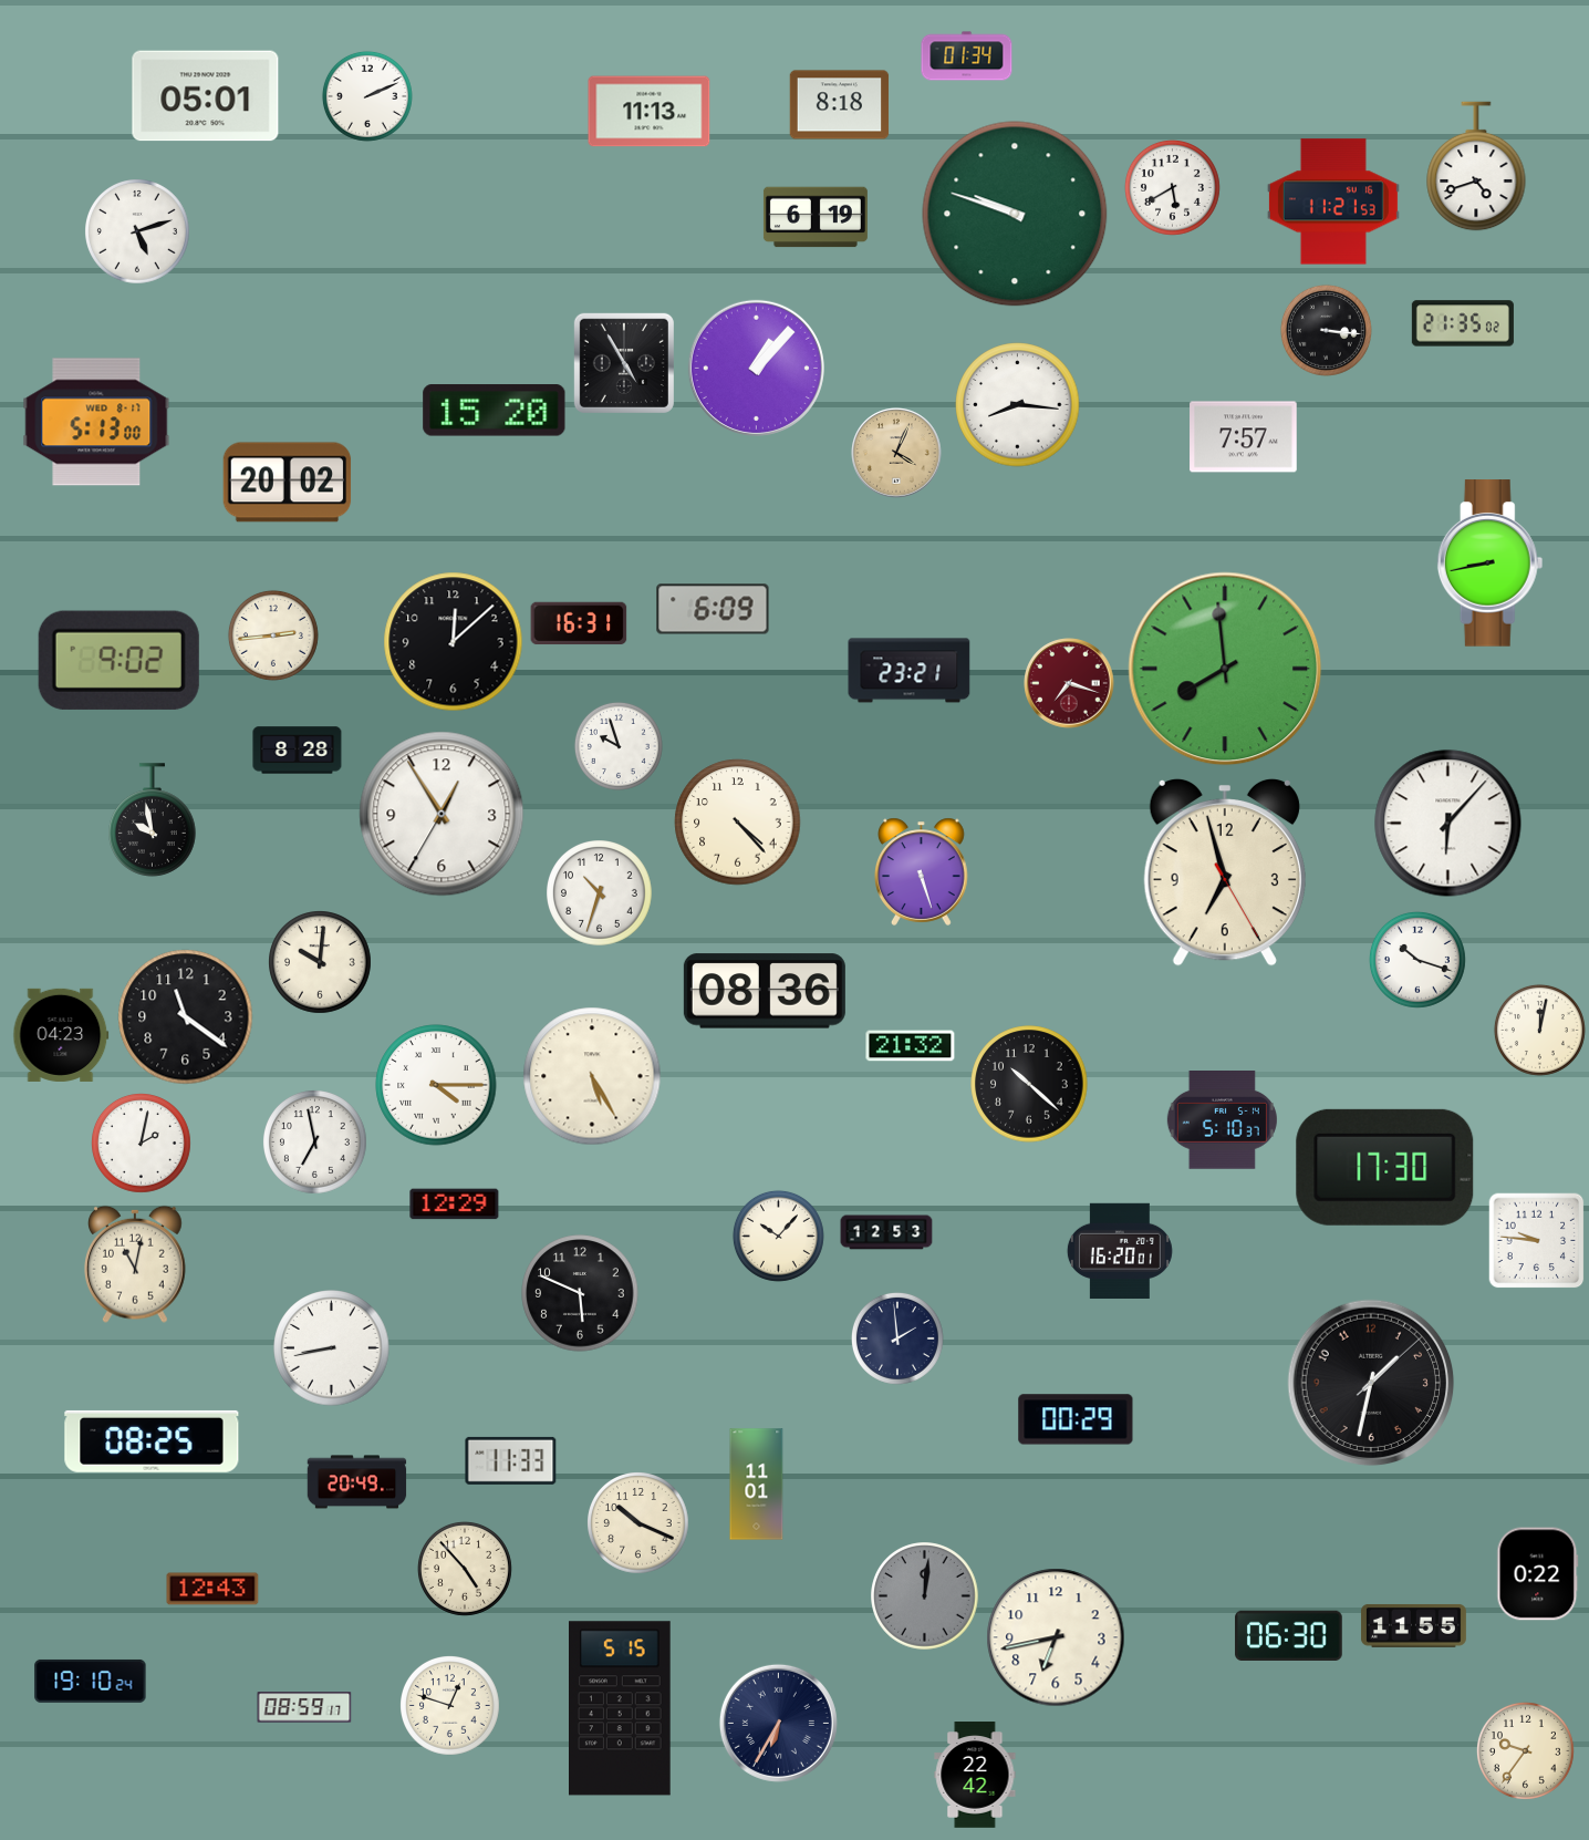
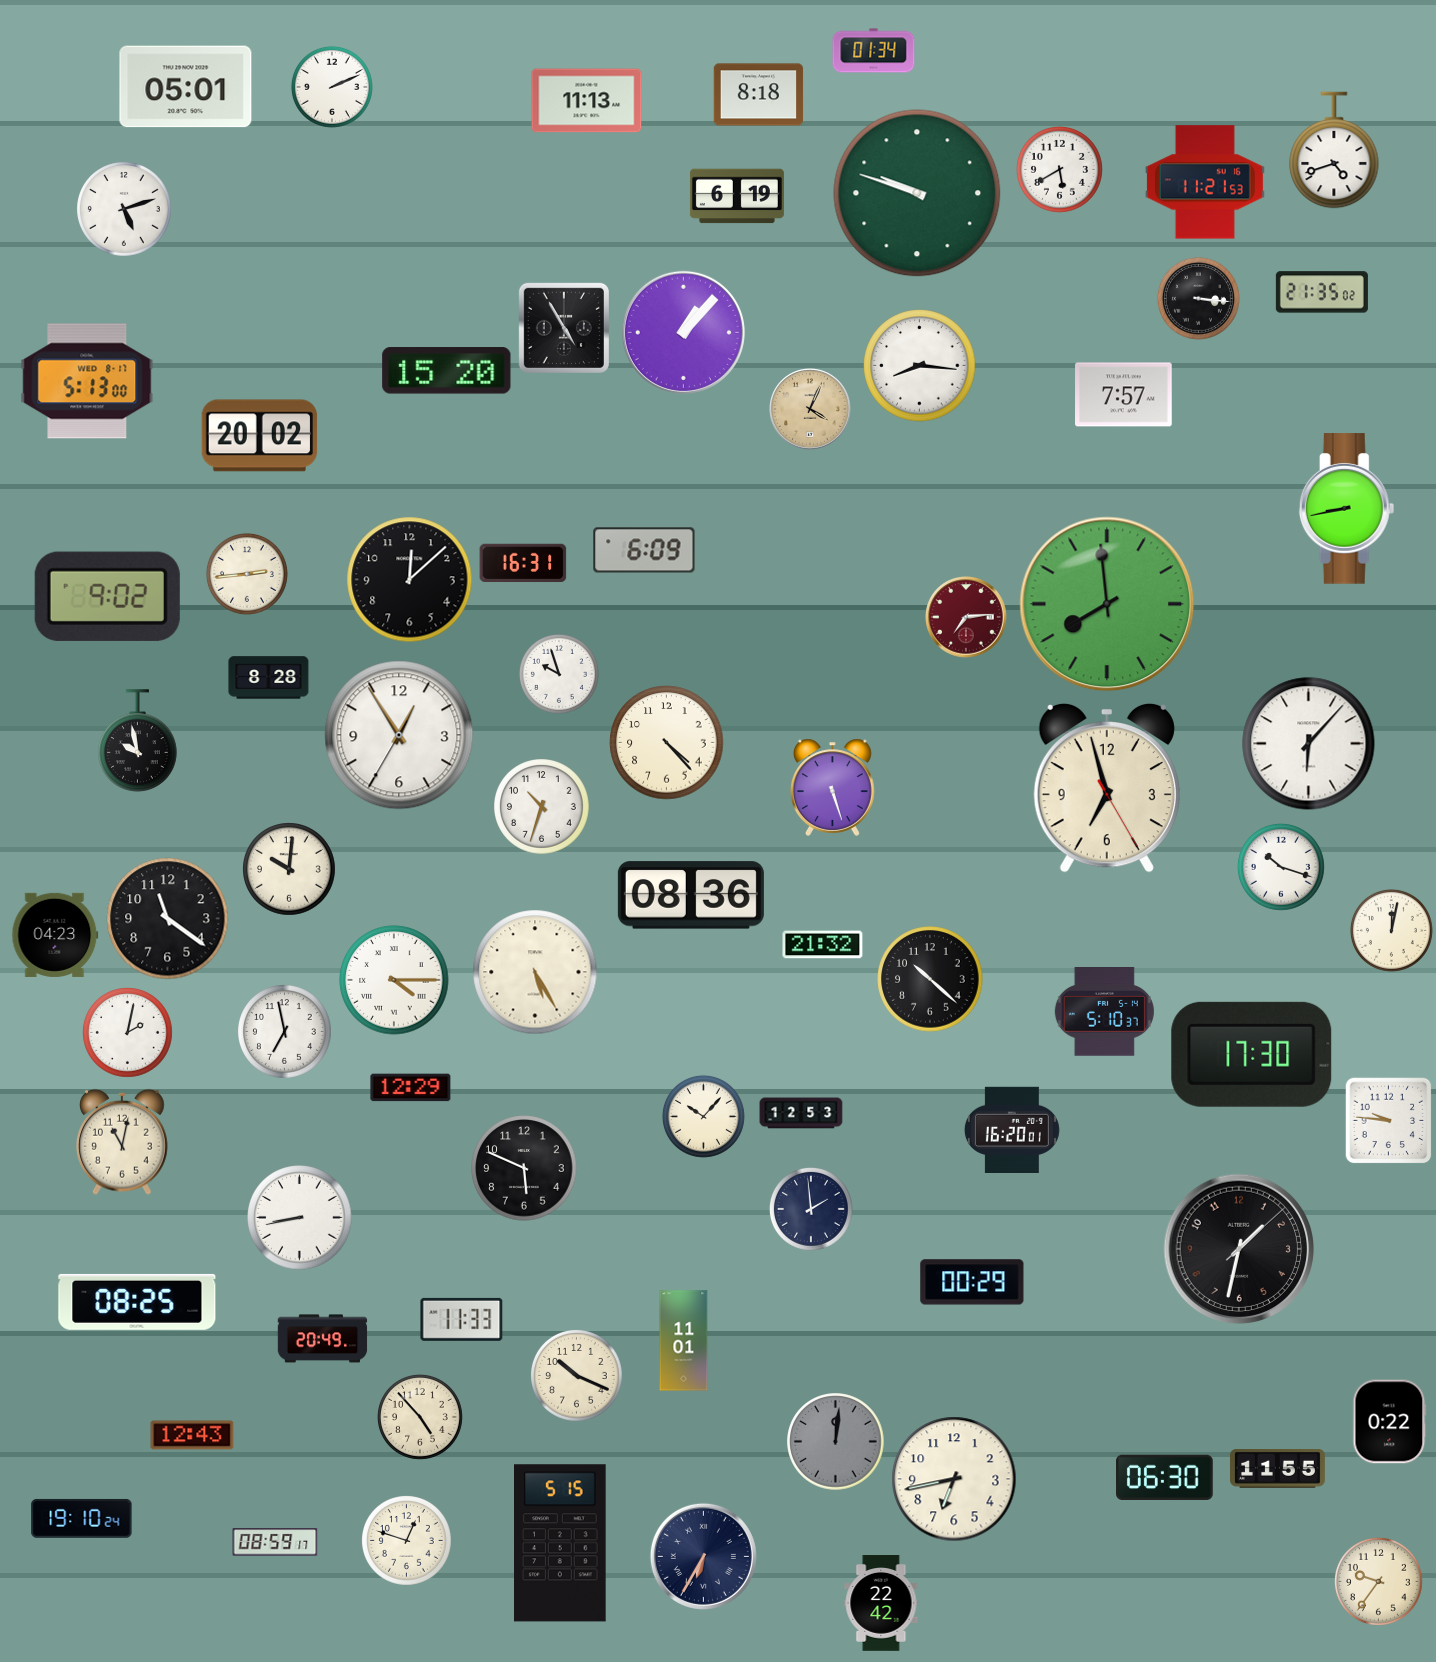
clock at (910, 671): 23:21 -> none
clock at (1069, 683): 7:18 -> 7:14
